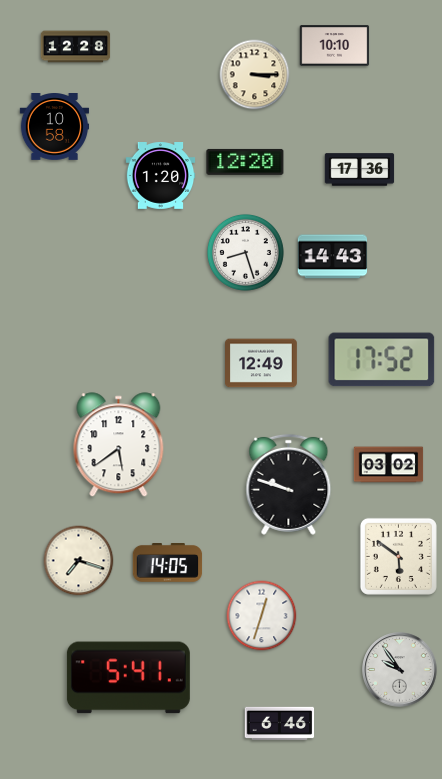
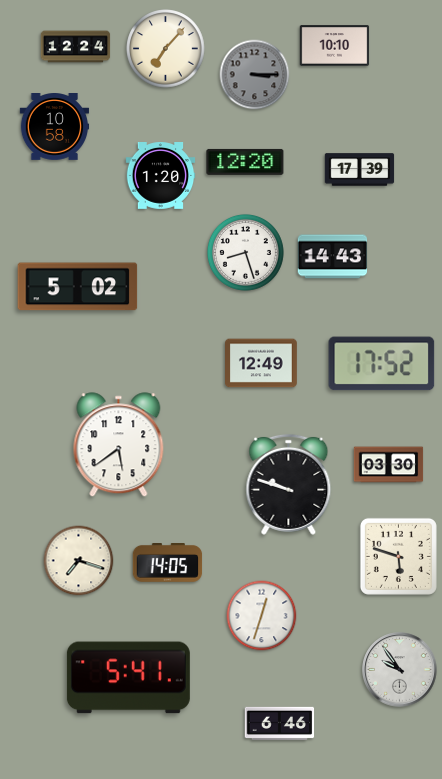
clock at (76, 47): 12:28 -> 12:24
clock at (166, 49): none -> 7:07
clock at (255, 75) dial: cream -> grey
clock at (360, 170): 17:36 -> 17:39
clock at (78, 287): none -> 5:02
clock at (382, 360) position: (382, 360) -> (382, 364)
clock at (389, 465): 03:02 -> 03:30
clock at (398, 556): 5:51 -> 5:48
